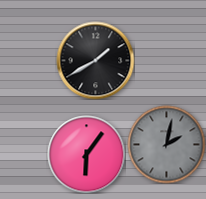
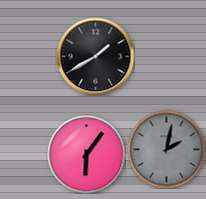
clock at (95, 60) position: (95, 60) -> (95, 56)
clock at (166, 144) position: (166, 144) -> (166, 149)
